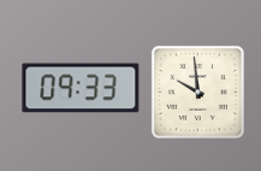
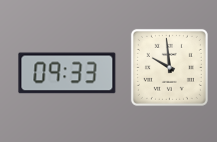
clock at (197, 92) position: (197, 92) -> (169, 67)
